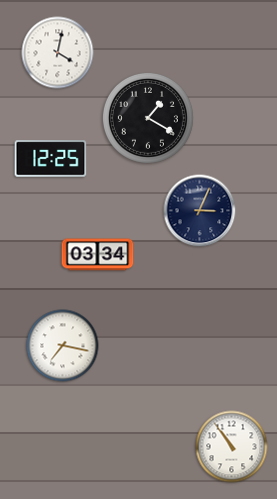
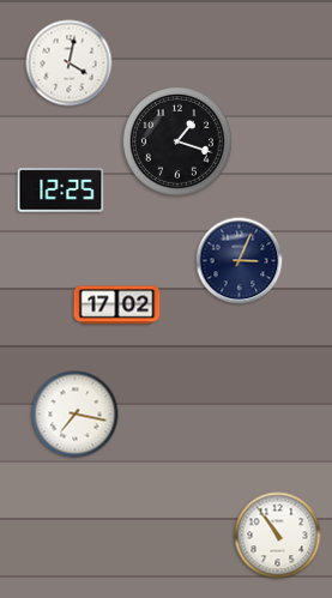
clock at (148, 118): 1:20 -> 1:18
clock at (200, 211) position: (200, 211) -> (240, 261)
clock at (98, 255): 03:34 -> 17:02
